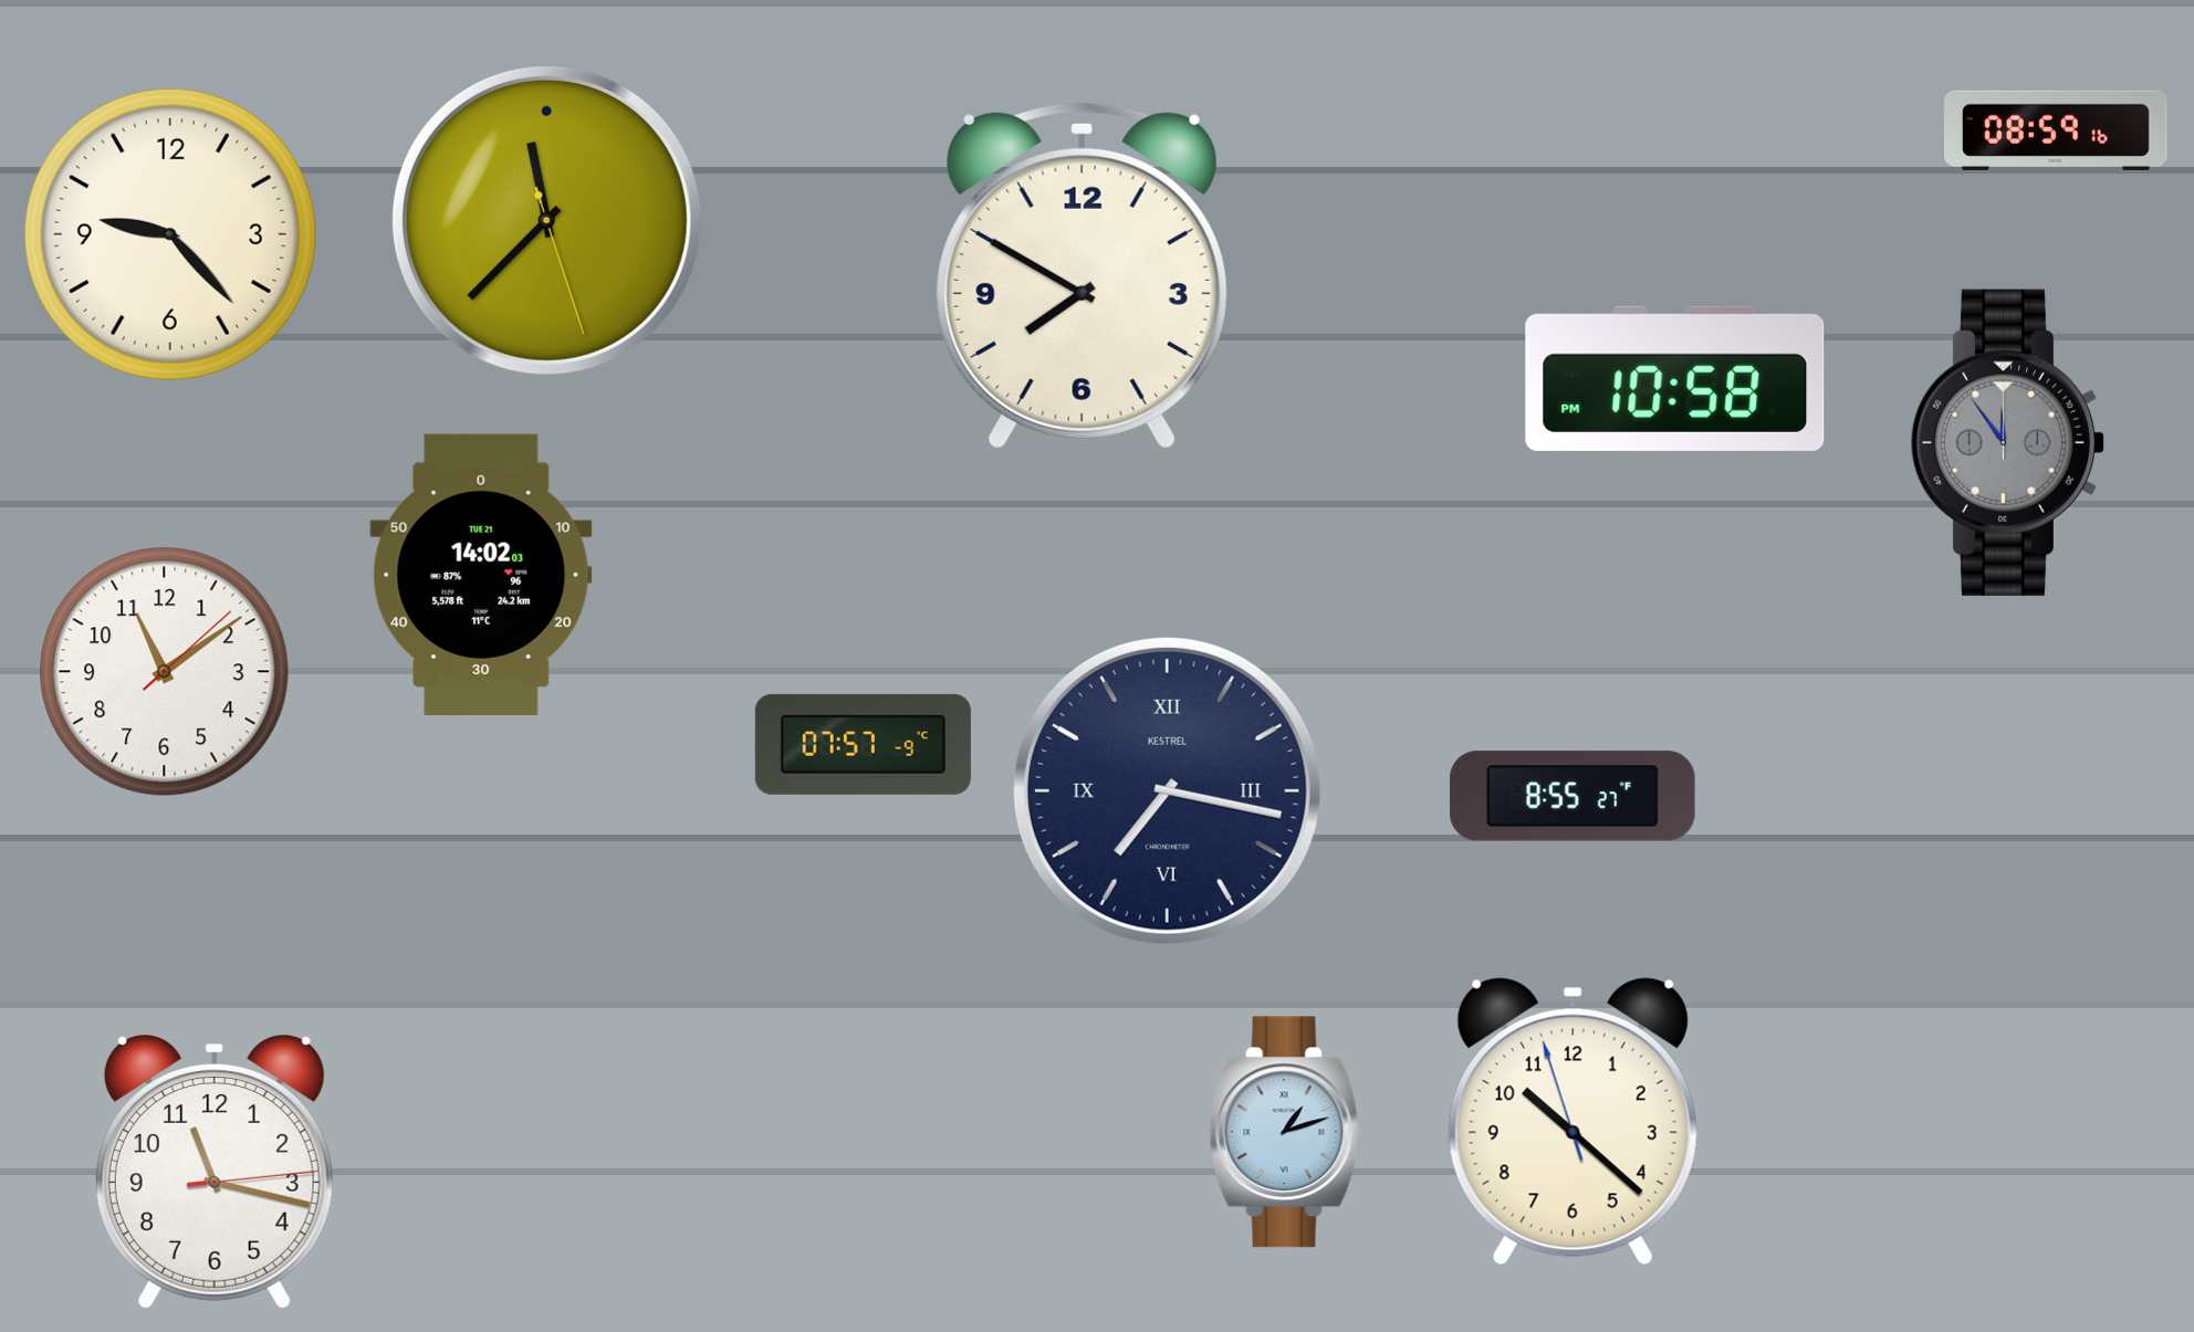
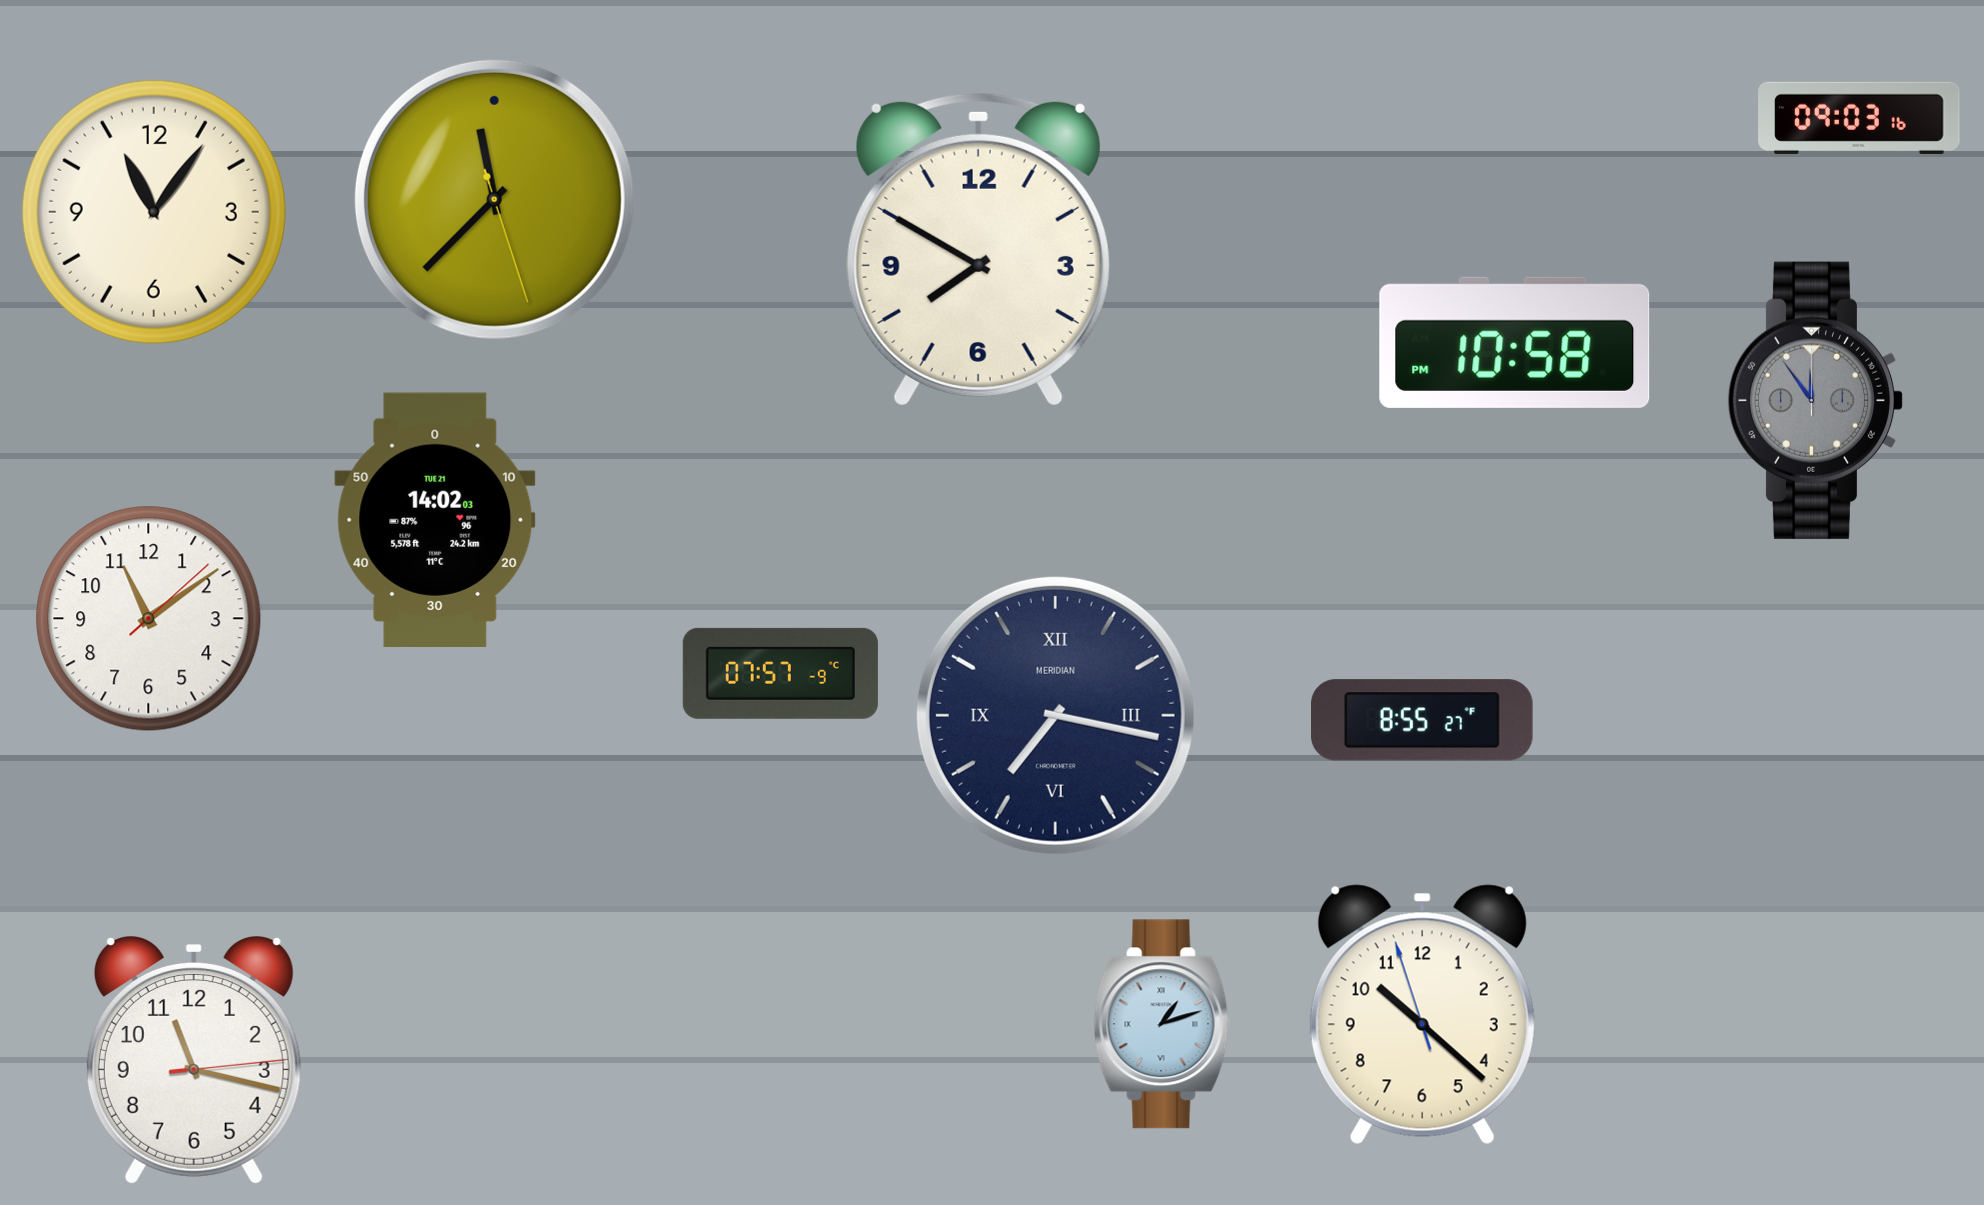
clock at (2056, 130): 08:59 -> 09:03
clock at (170, 234): 9:23 -> 11:06
clock at (165, 672) position: (165, 672) -> (149, 619)
clock at (1167, 790) brand: KESTREL -> MERIDIAN
